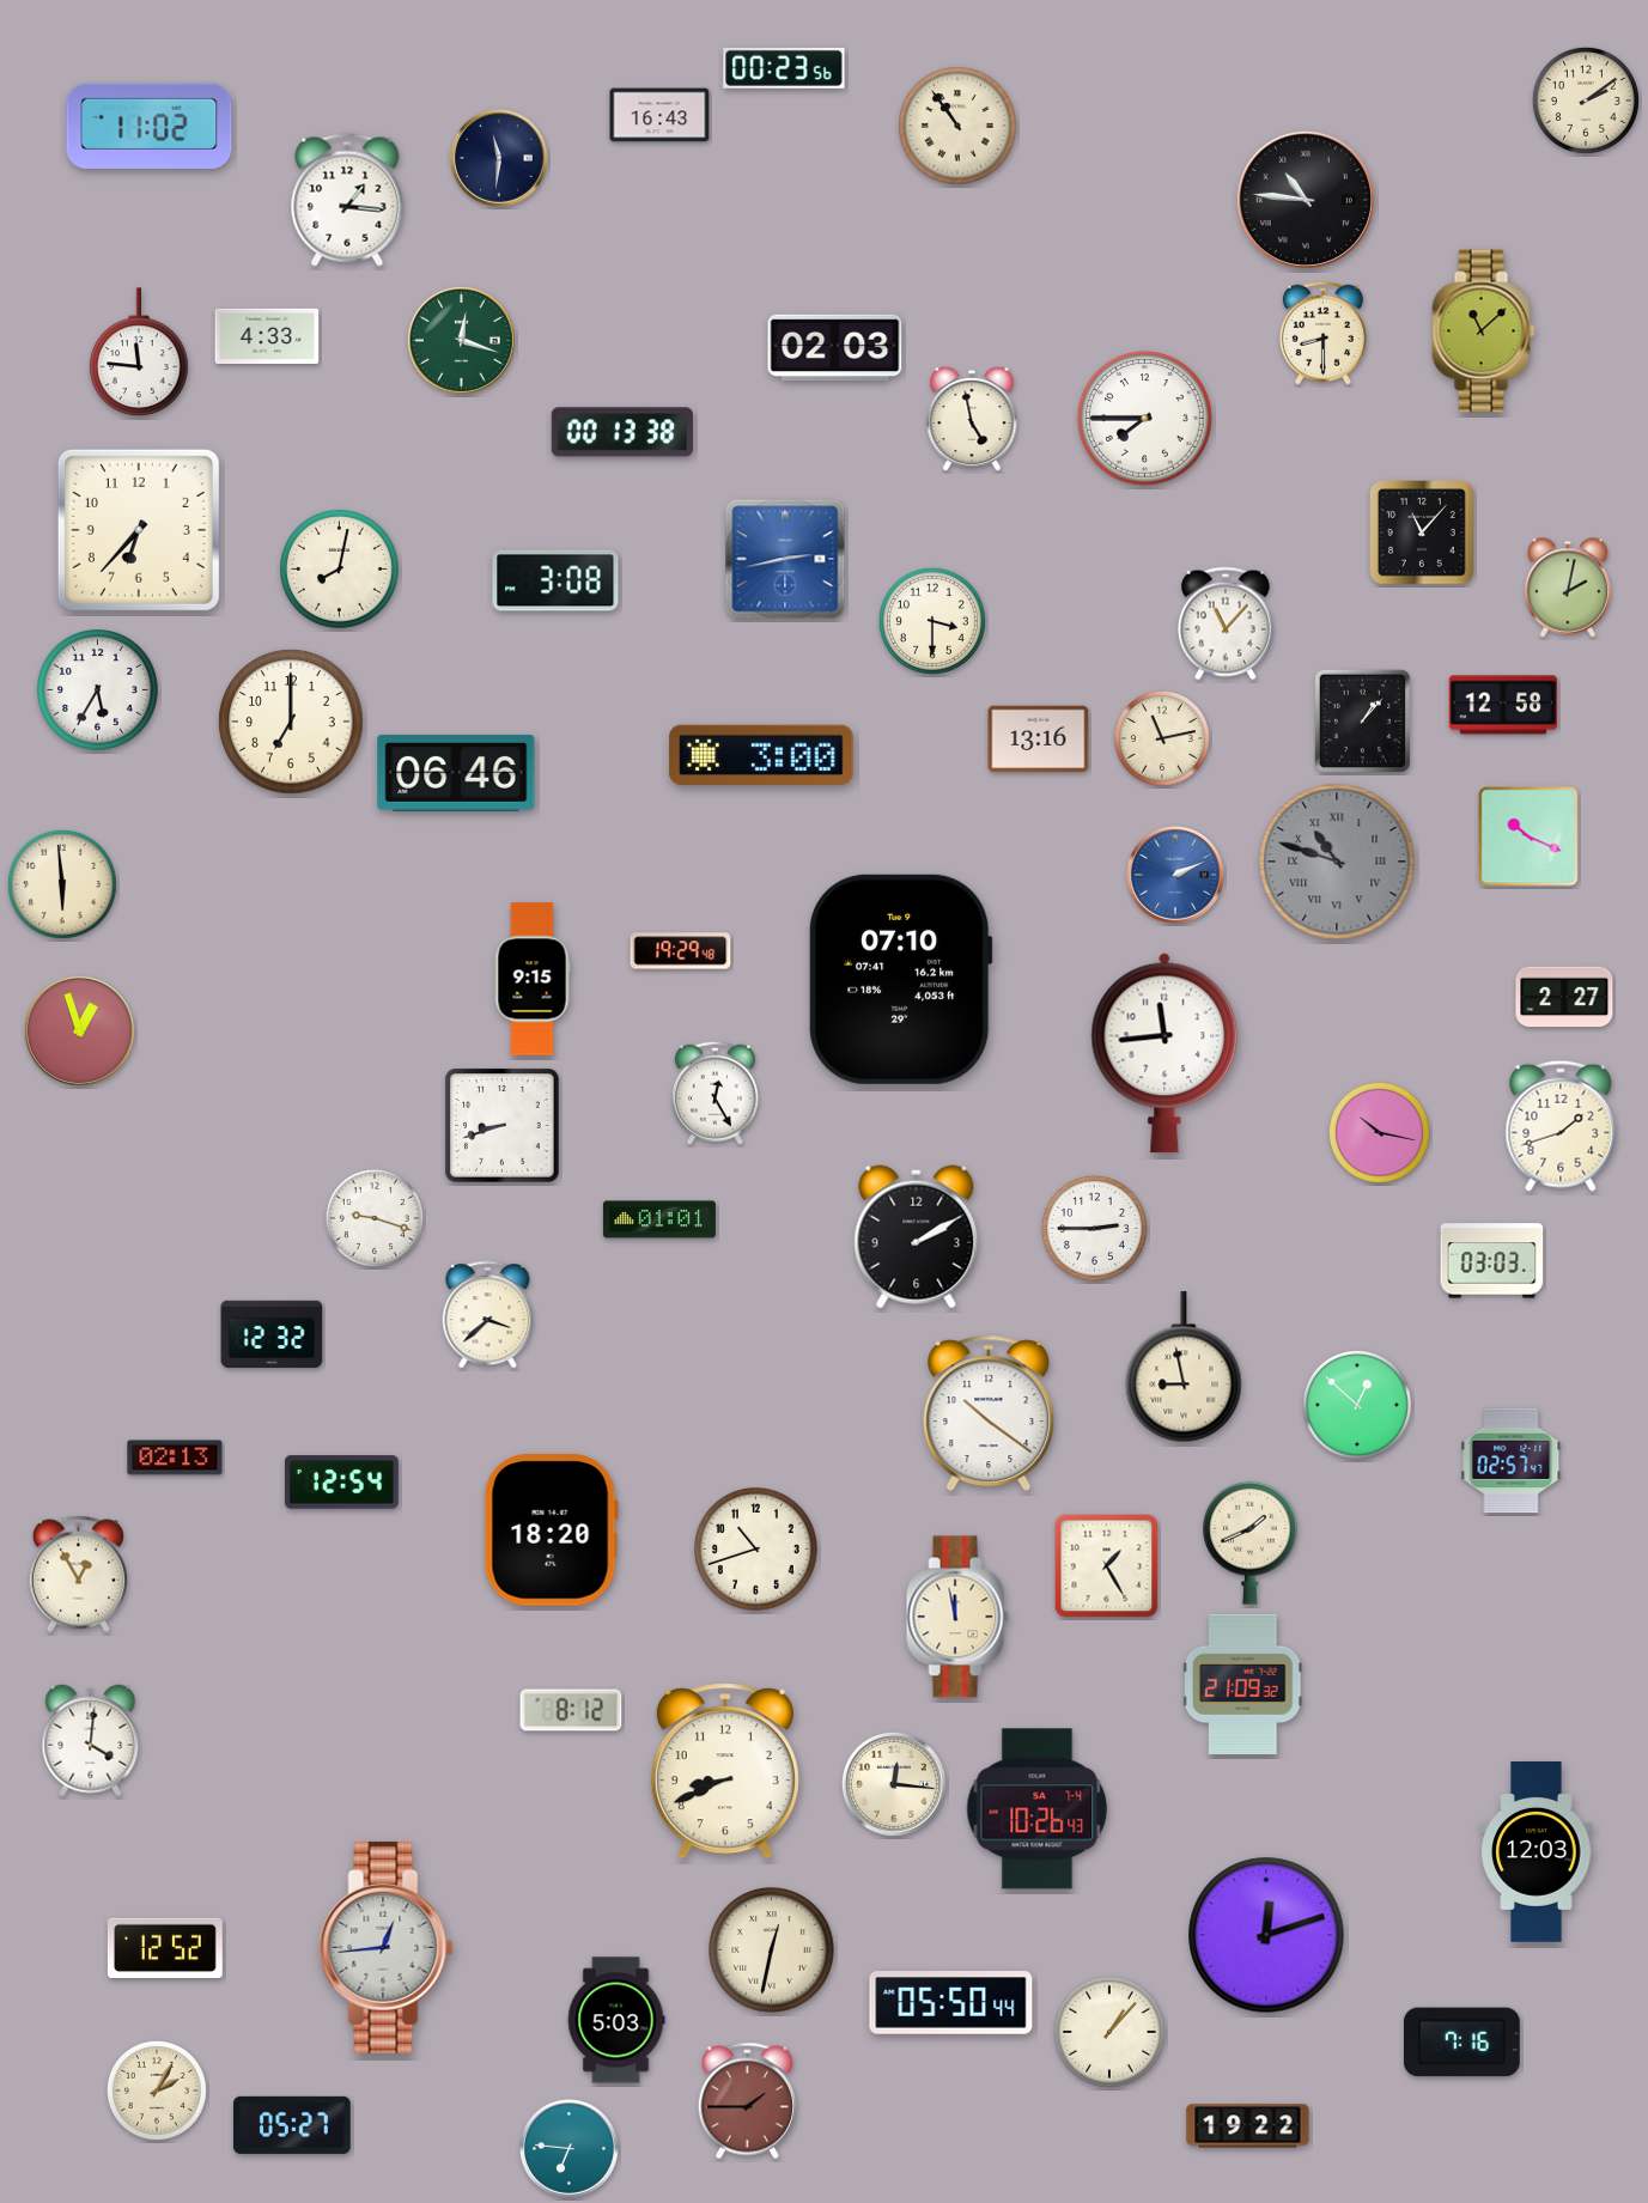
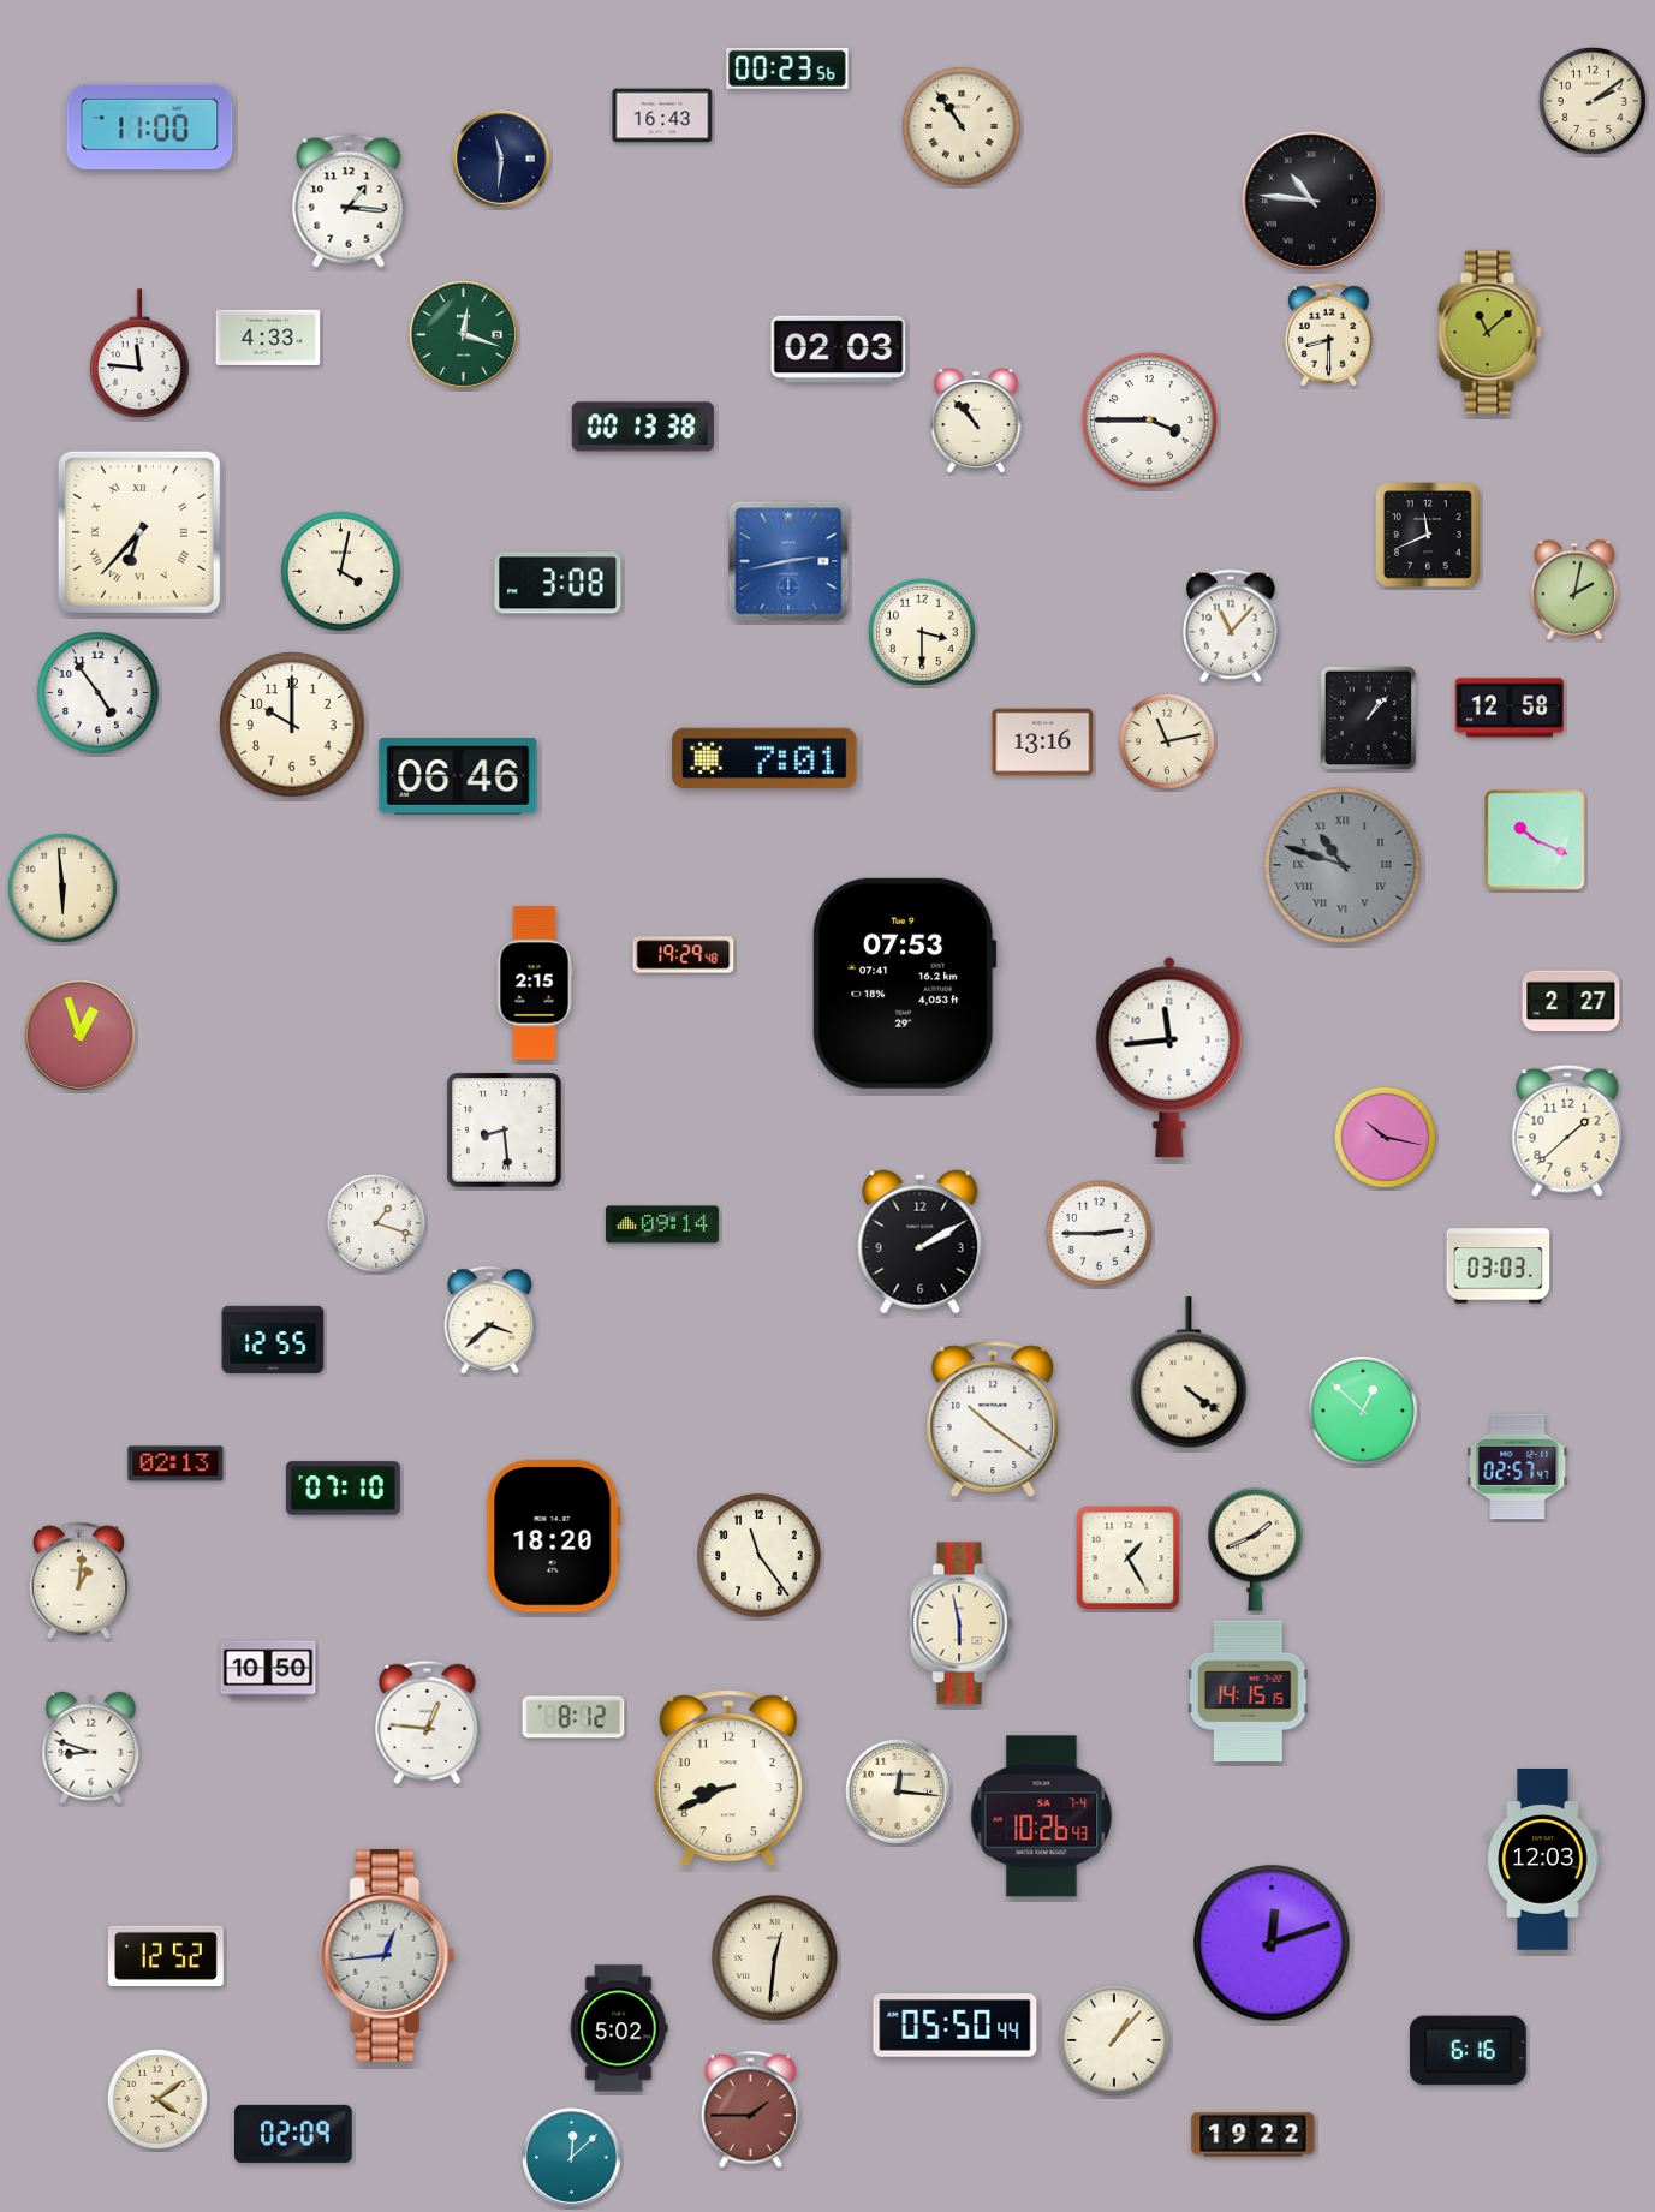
clock at (150, 126): 11:02 -> 11:00
clock at (461, 340) position: (461, 340) -> (463, 334)
clock at (972, 419): 4:58 -> 10:53
clock at (1145, 419): 7:45 -> 3:45
clock at (622, 432) position: (622, 432) -> (643, 427)
clock at (139, 530) numerals: Arabic -> Roman
clock at (1422, 533): 11:07 -> 11:41
clock at (340, 570): 8:02 -> 4:02
clock at (932, 621) position: (932, 621) -> (922, 632)
clock at (98, 690): 5:35 -> 4:54
clock at (291, 722): 7:00 -> 10:00
clock at (1363, 722) position: (1363, 722) -> (1369, 719)
clock at (761, 755): 3:00 -> 7:01
clock at (1176, 876): 2:11 -> none
clock at (533, 979): 9:15 -> 2:15
clock at (901, 979): 07:10 -> 07:53
clock at (714, 1093): 12:25 -> none
clock at (503, 1126): 8:42 -> 8:29
clock at (1561, 1126): 1:42 -> 1:38
clock at (375, 1218): 9:18 -> 1:18
clock at (659, 1219): 01:01 -> 09:14
clock at (272, 1333): 12:32 -> 12:55
clock at (1184, 1368): 8:58 -> 4:21
clock at (341, 1483): 12:54 -> 07:10
clock at (756, 1550): 10:42 -> 11:24
clock at (1107, 1566) position: (1107, 1566) -> (1129, 1558)
clock at (78, 1575): 12:55 -> 1:01
clock at (957, 1617): 11:58 -> 5:58
clock at (268, 1670): none -> 10:50
clock at (1242, 1684): 21:09 -> 14:15
clock at (428, 1722): none -> 12:46
clock at (91, 1741): 4:01 -> 8:48
clock at (772, 1951): 12:32 -> 12:31
clock at (951, 2003) position: (951, 2003) -> (956, 2026)
clock at (616, 2020): 5:03 -> 5:02
clock at (1461, 2043): 7:16 -> 6:16
clock at (157, 2091): 2:05 -> 4:09
clock at (292, 2125): 05:27 -> 02:09
clock at (570, 2149): 6:46 -> 12:08
